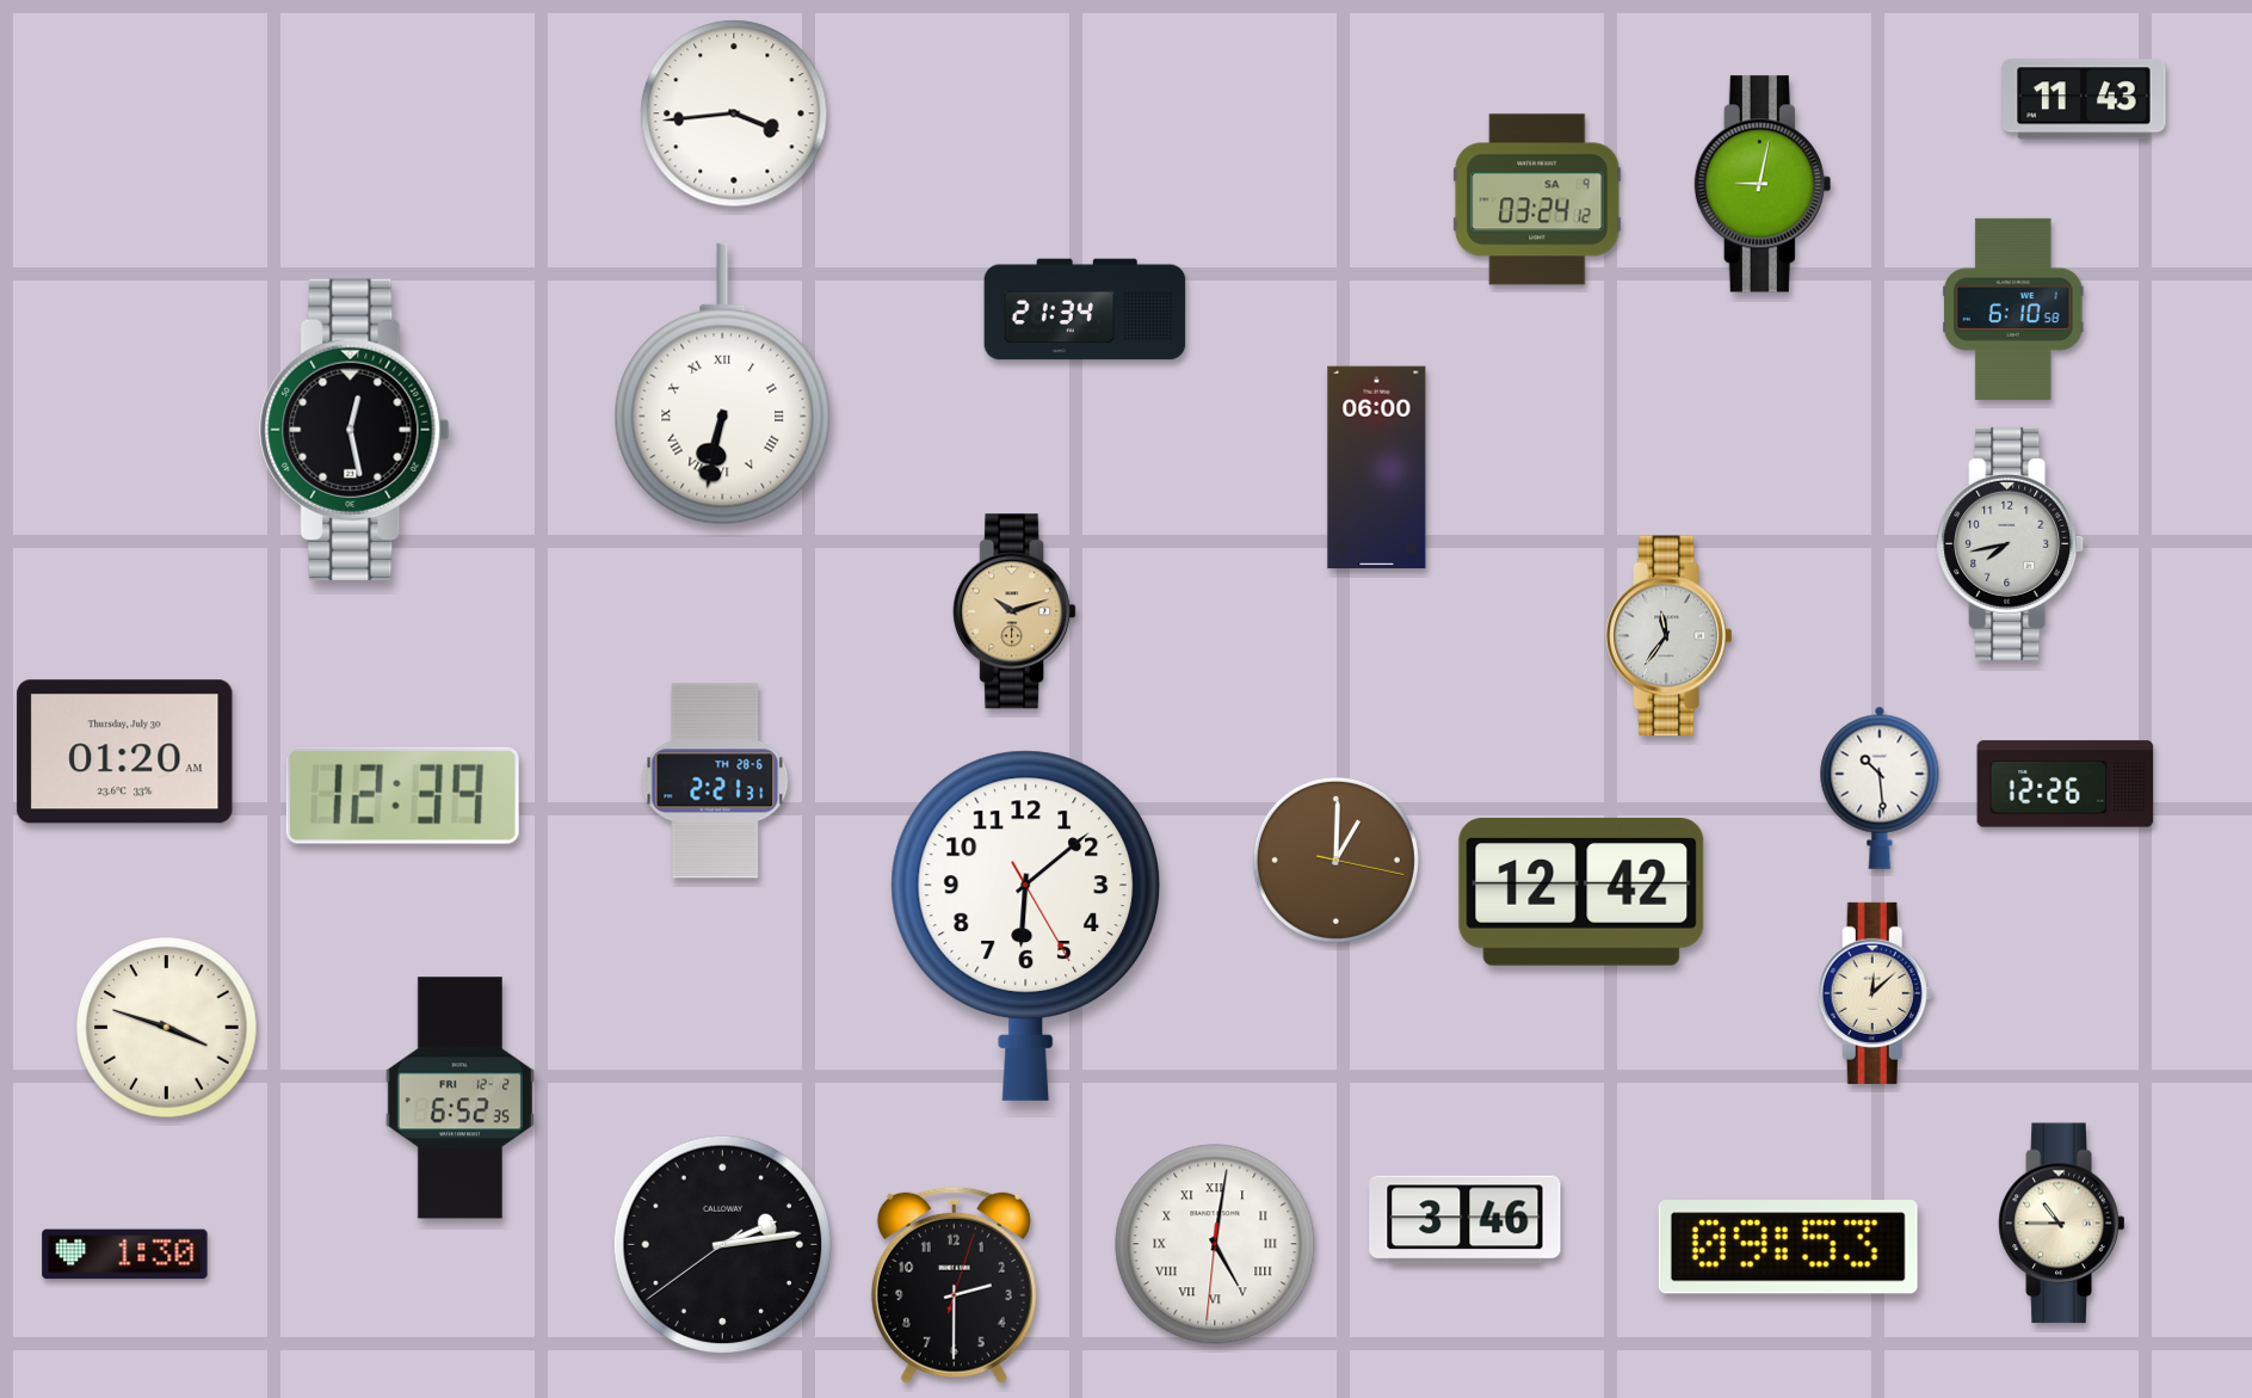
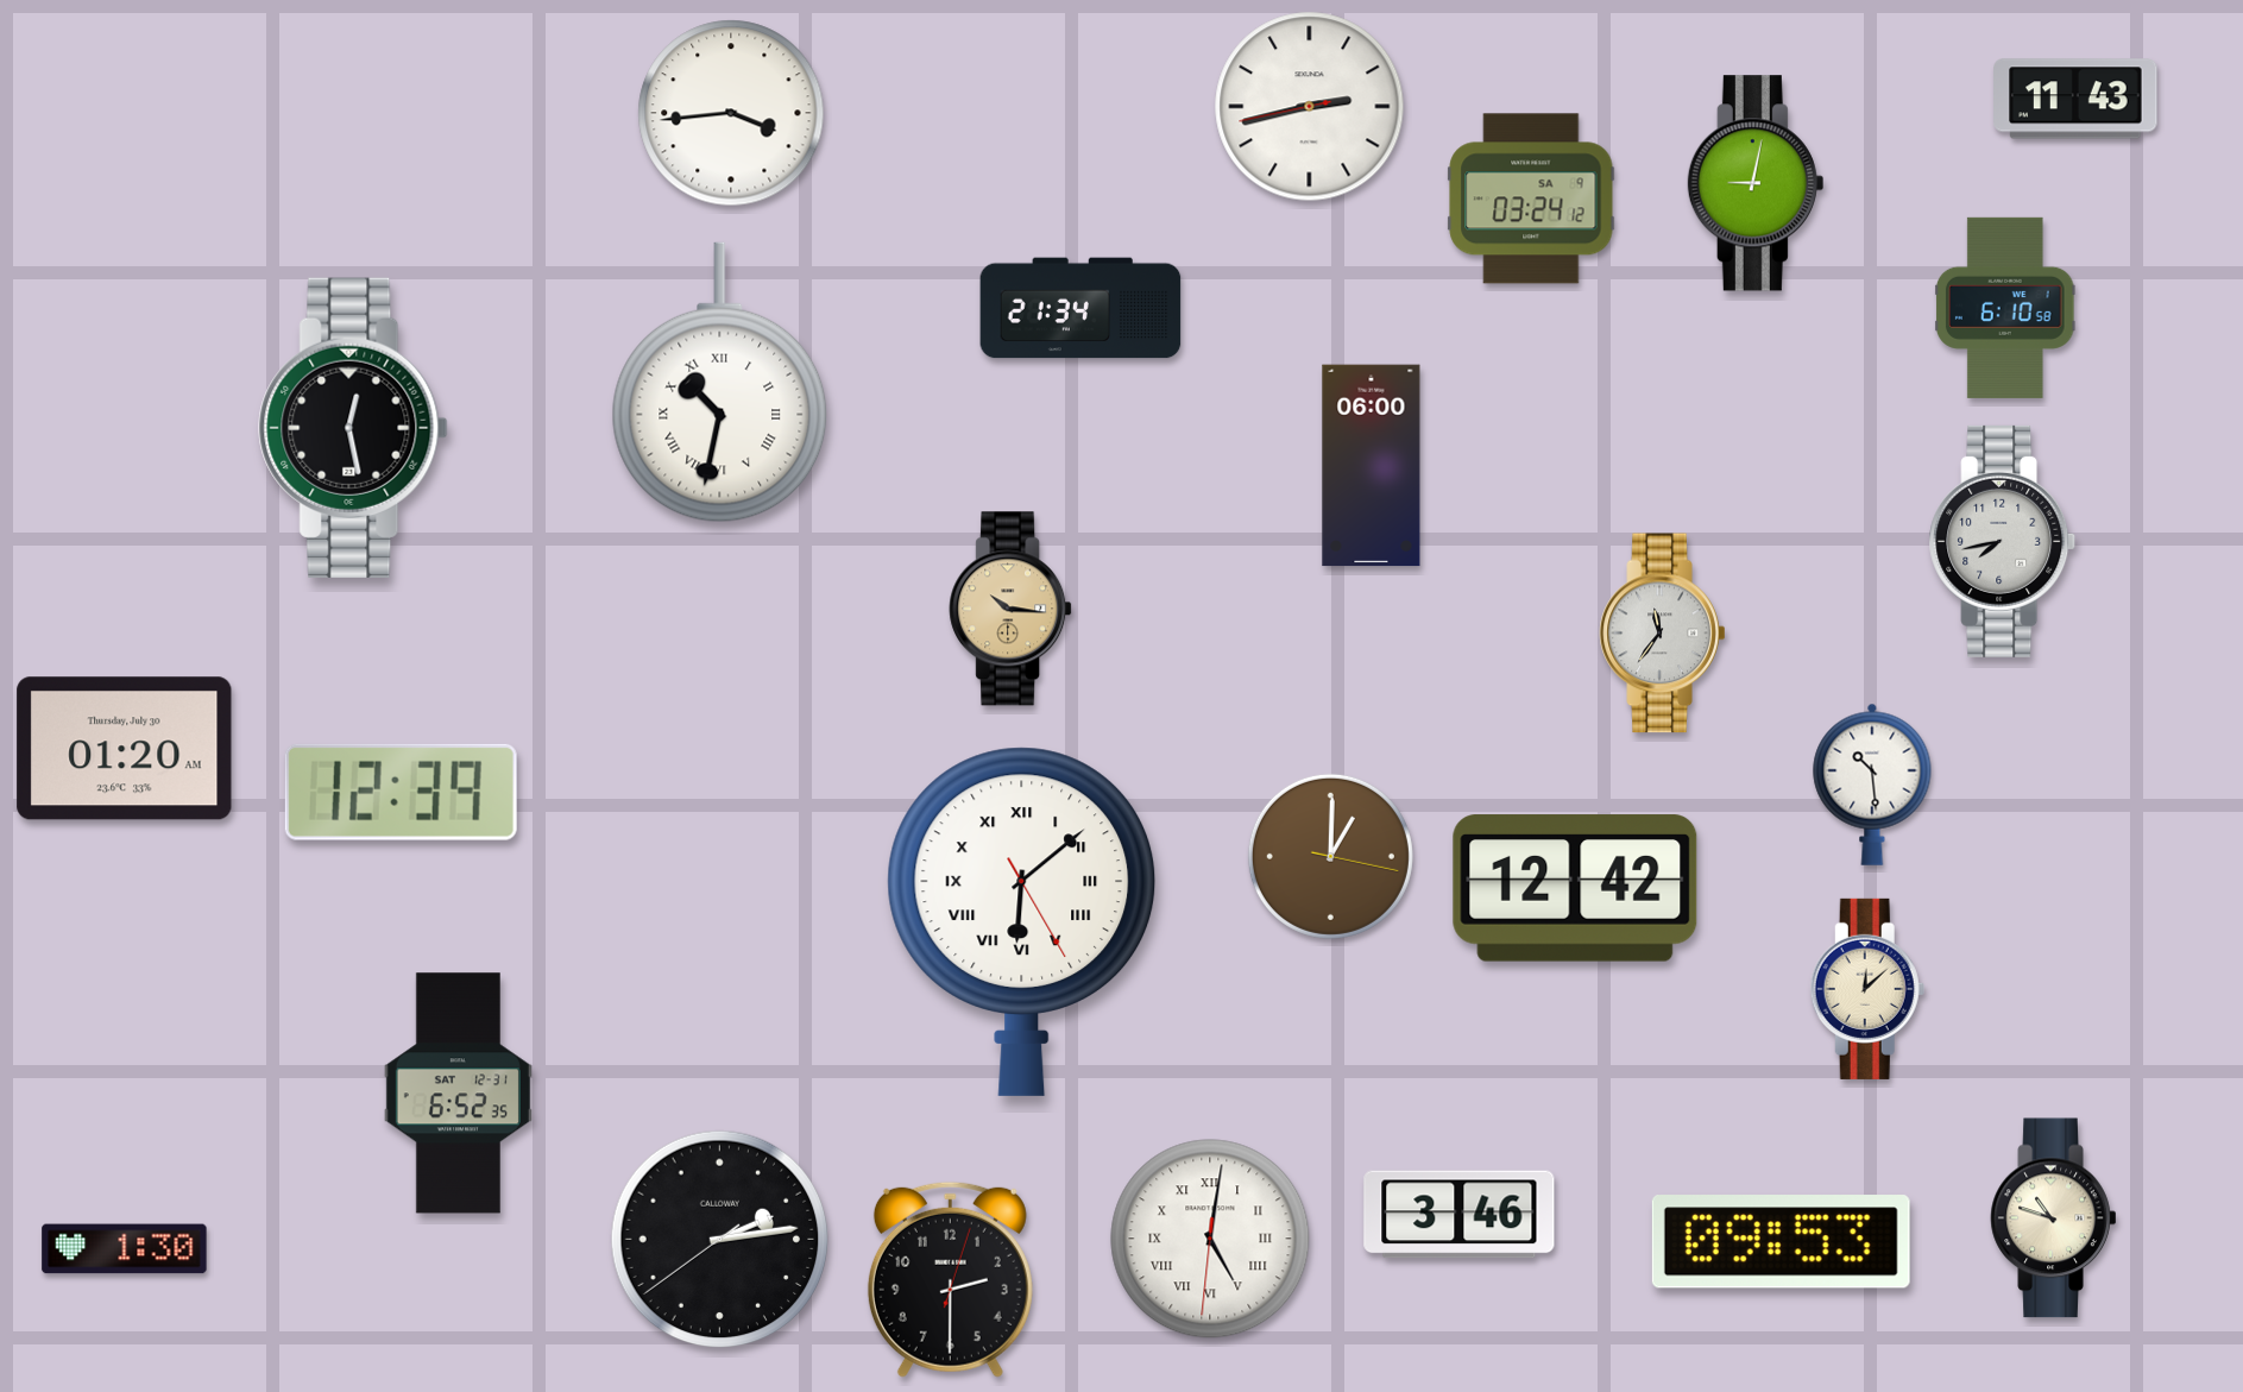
clock at (1310, 107): none -> 2:42
clock at (723, 384): 6:32 -> 10:32
clock at (1014, 611): 10:12 -> 10:16
clock at (715, 781): 2:21 -> none
clock at (2066, 784): 12:26 -> none
clock at (1026, 925) numerals: Arabic -> Roman
clock at (167, 1028): 3:48 -> none
clock at (459, 1098) date: FRI 12-2 -> SAT 12-31
clock at (2062, 1224): 10:45 -> 10:48
